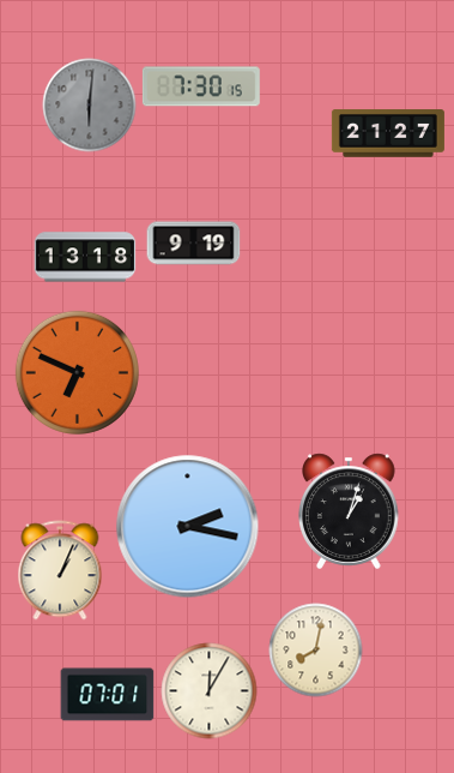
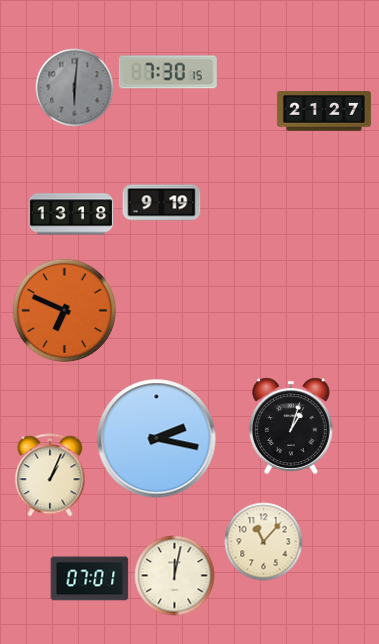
clock at (315, 649): 8:02 -> 11:07
clock at (208, 690): 12:05 -> 12:02
